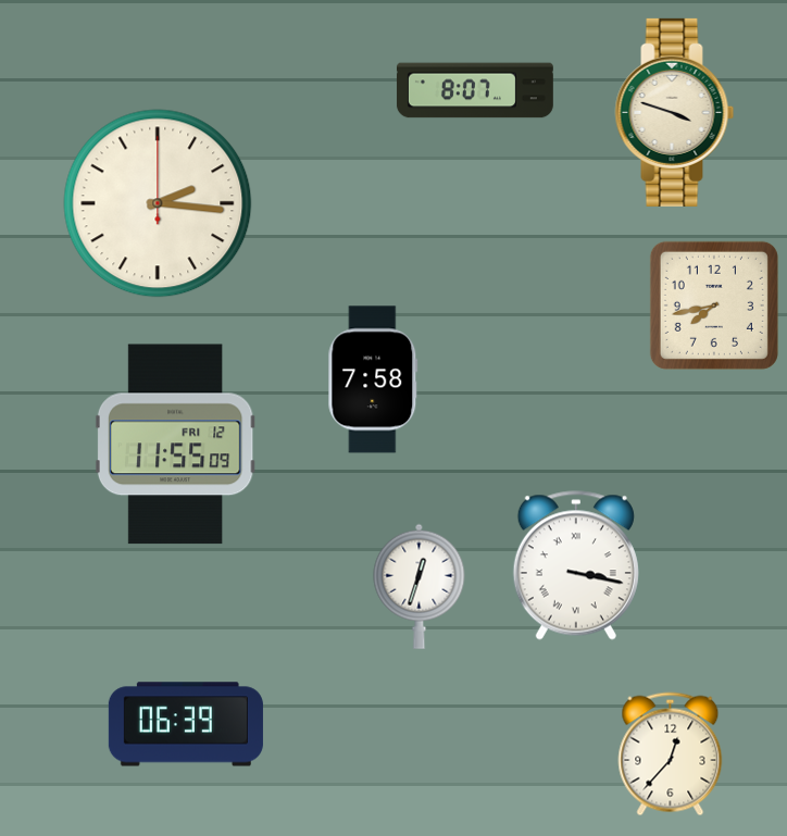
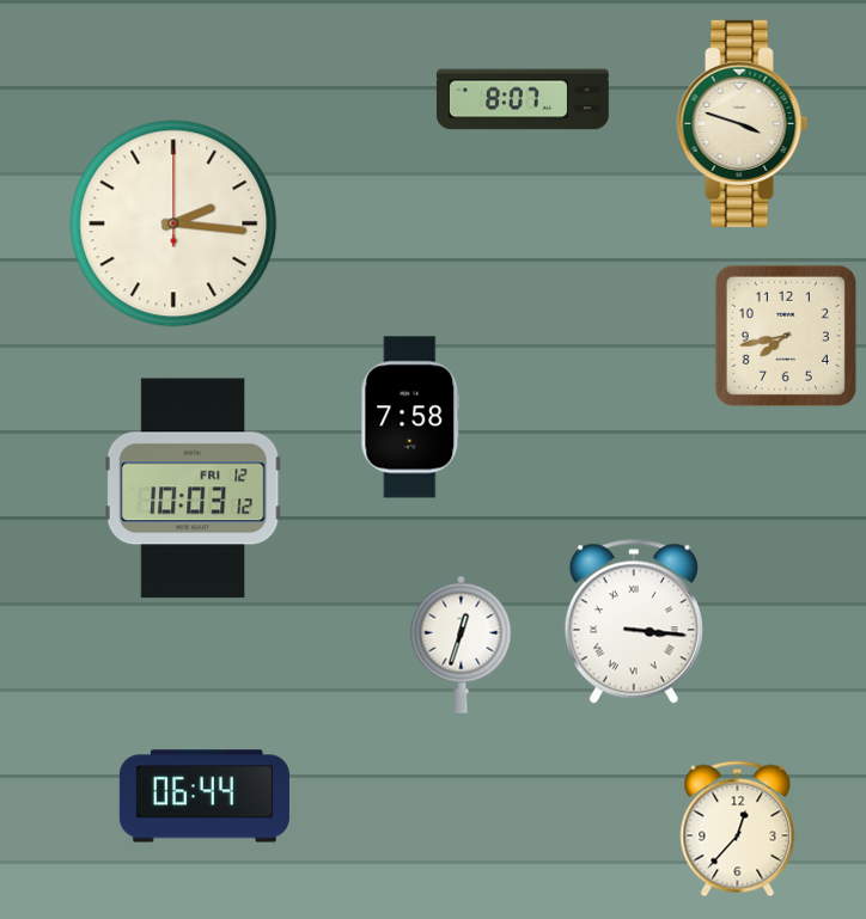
clock at (175, 445): 11:55 -> 10:03
clock at (576, 565): 3:17 -> 3:16
clock at (186, 724): 06:39 -> 06:44
